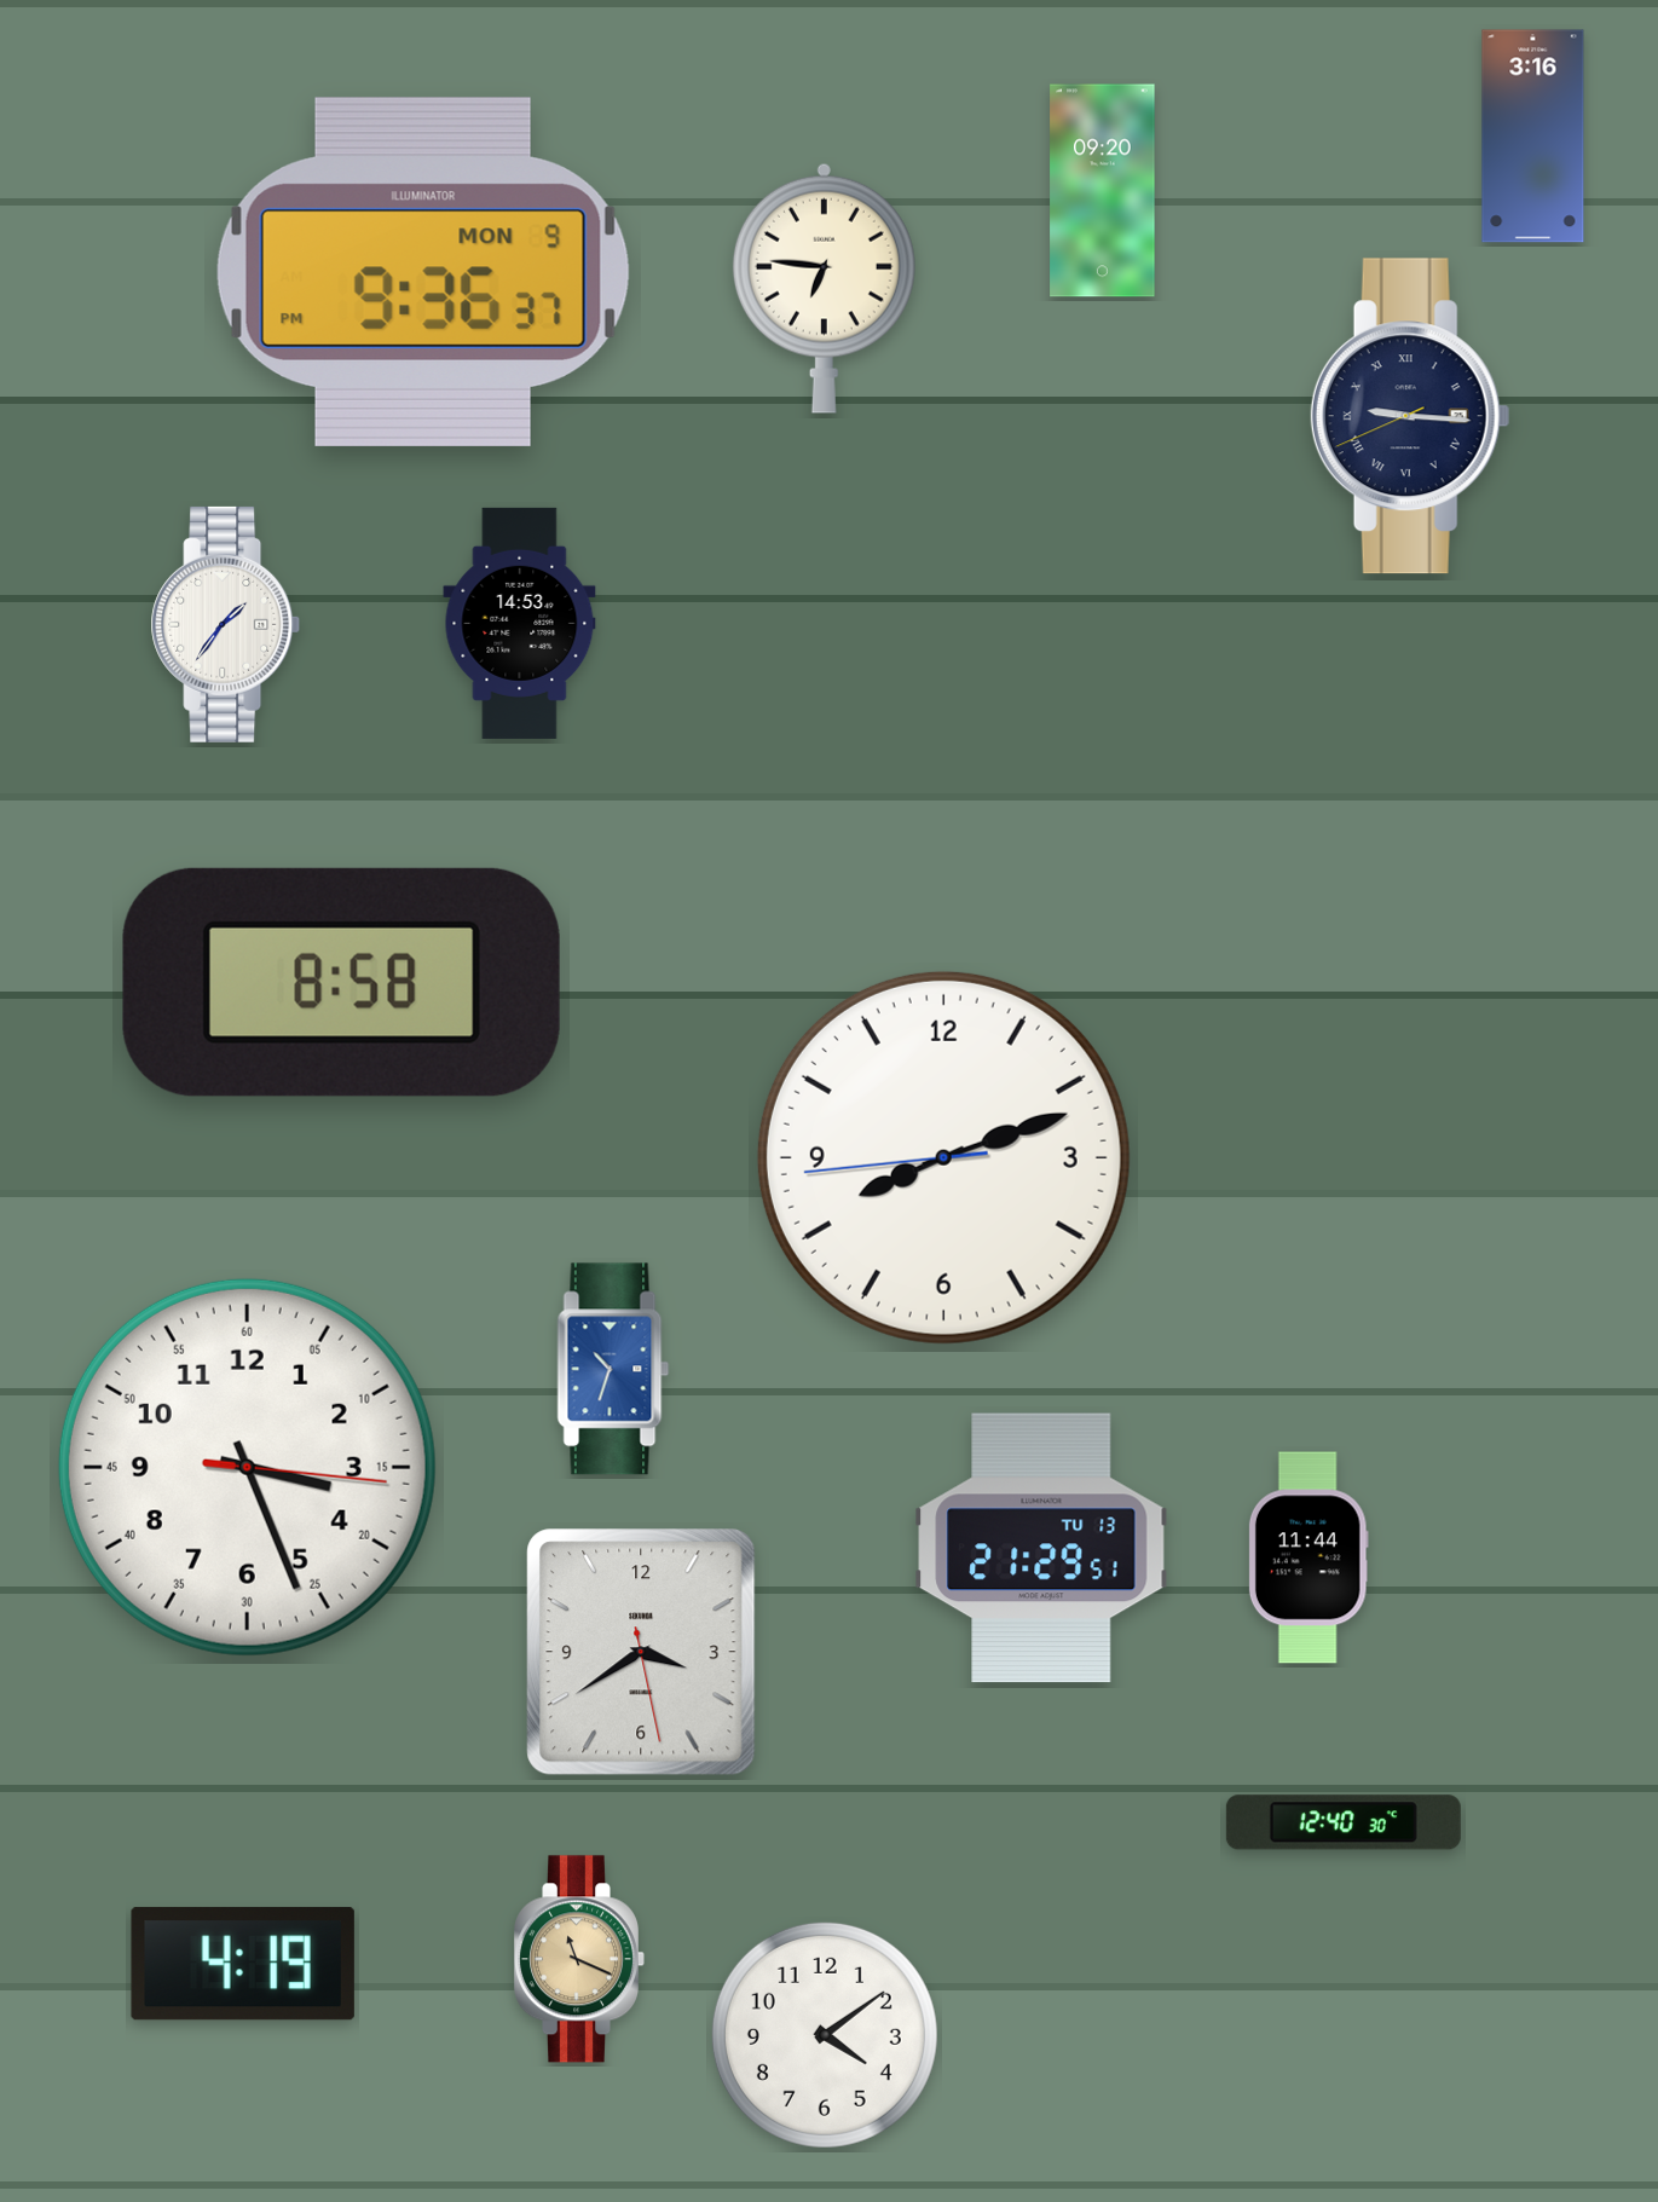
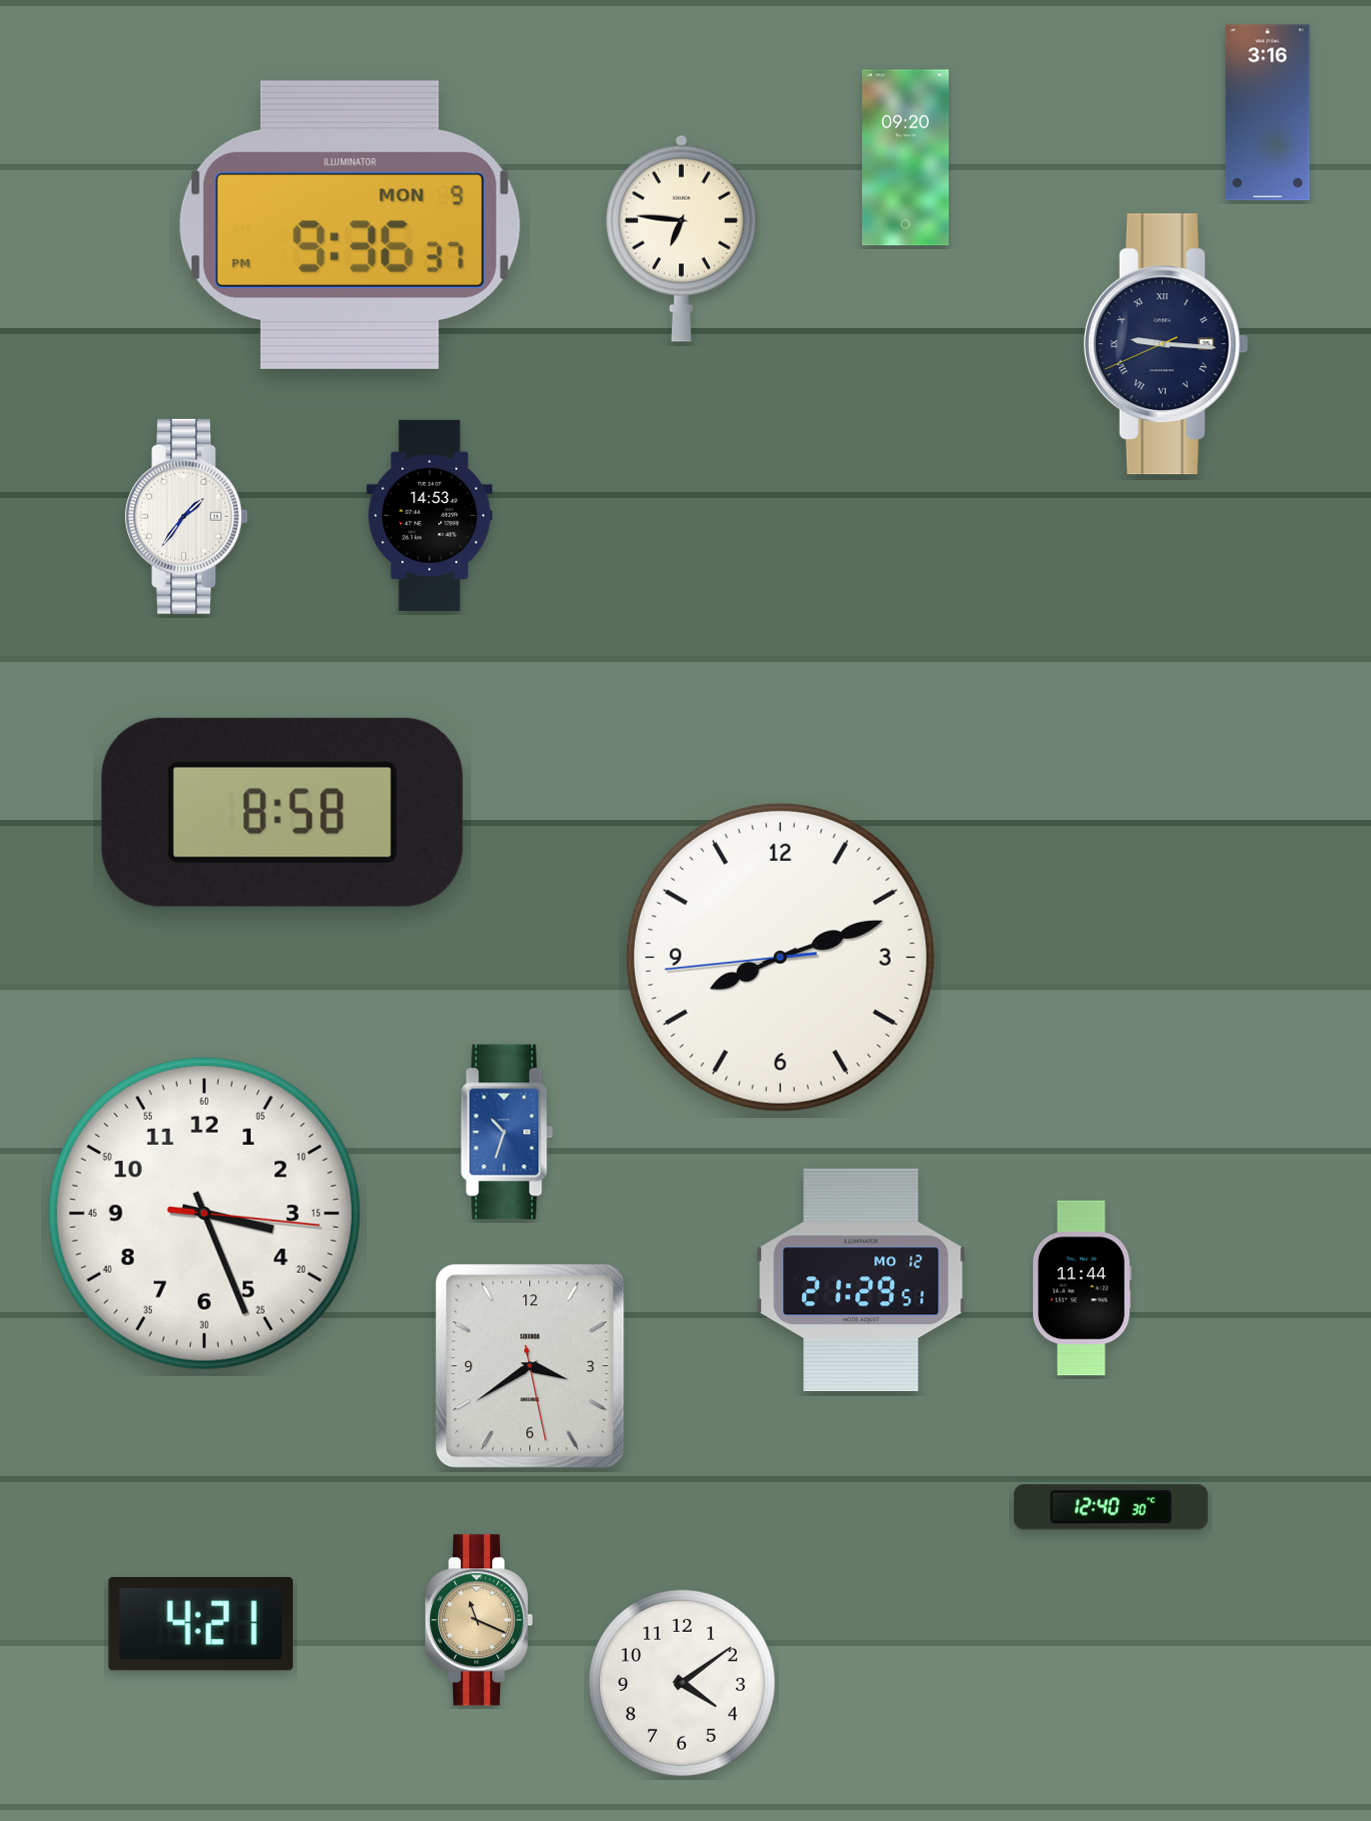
clock at (1103, 191) position: (1103, 191) -> (906, 158)
clock at (1041, 1548) date: TU 13 -> MO 12
clock at (243, 1964): 4:19 -> 4:21
